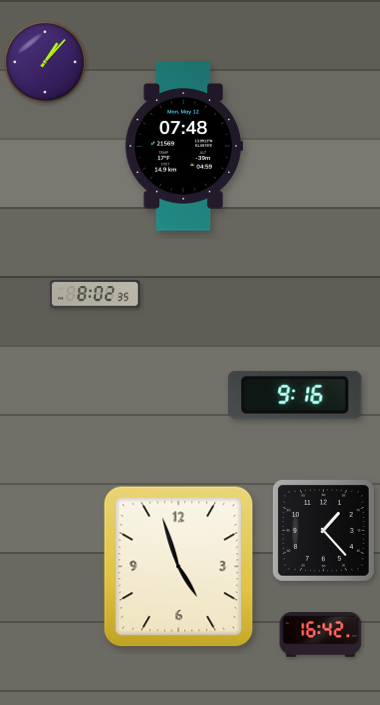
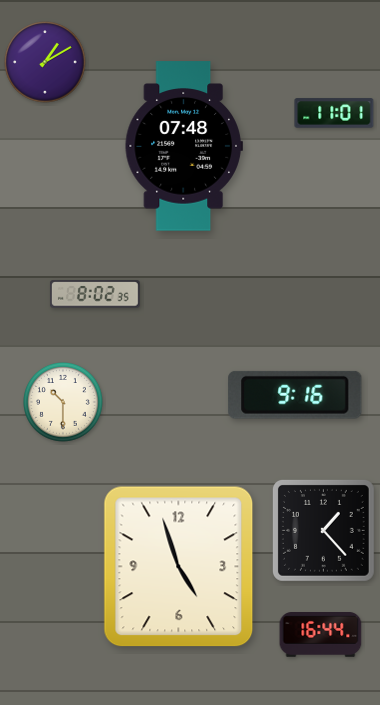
clock at (45, 62): 1:07 -> 1:10
clock at (334, 113): none -> 11:01
clock at (64, 403): none -> 10:30
clock at (321, 635): 16:42 -> 16:44
